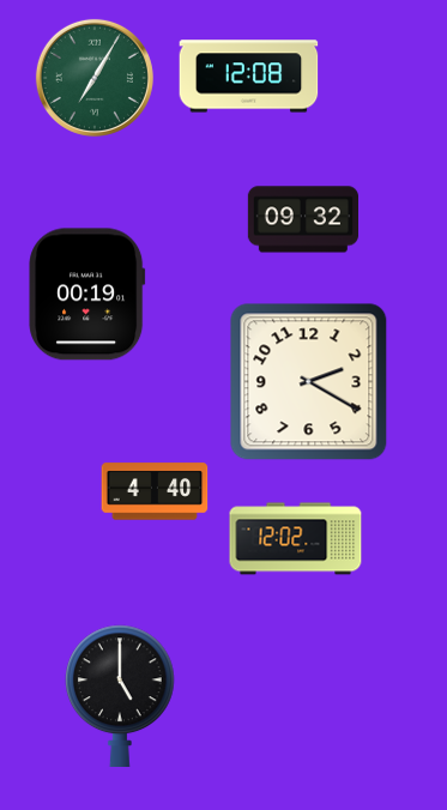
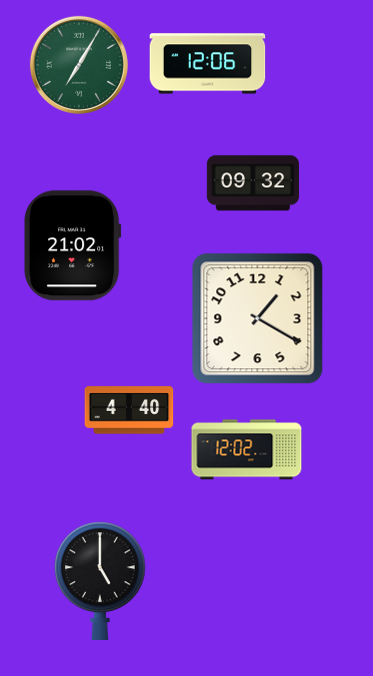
clock at (249, 77): 12:08 -> 12:06
clock at (87, 295): 00:19 -> 21:02
clock at (309, 382): 2:20 -> 1:20
